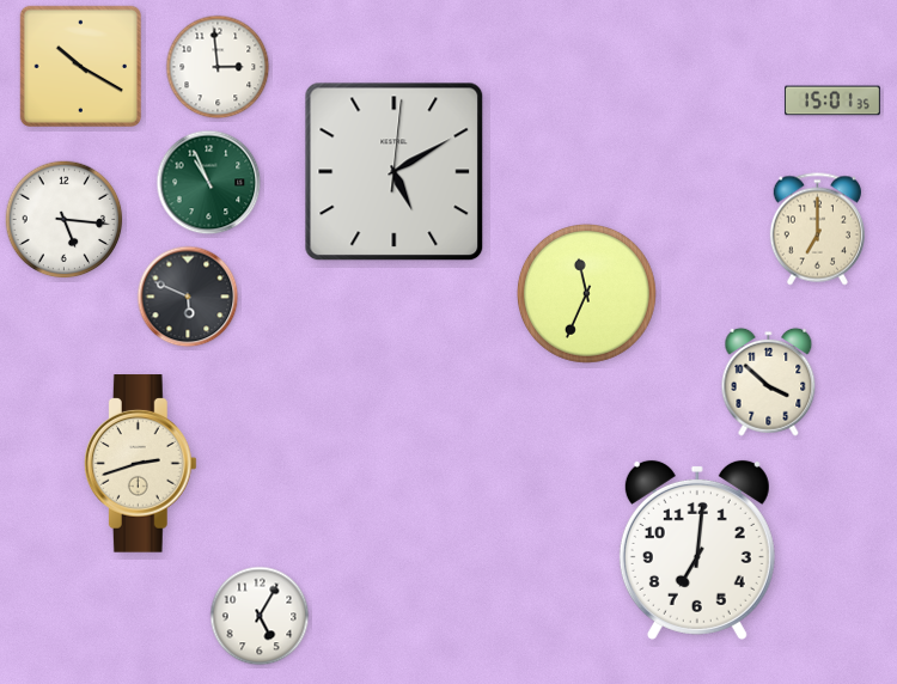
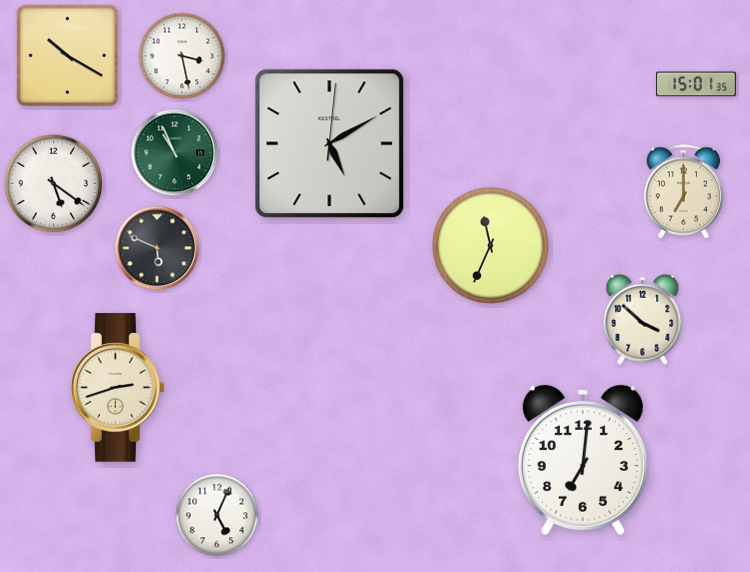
clock at (218, 67): 2:59 -> 3:28
clock at (65, 220): 5:16 -> 5:21
clock at (260, 616): 5:05 -> 5:04
